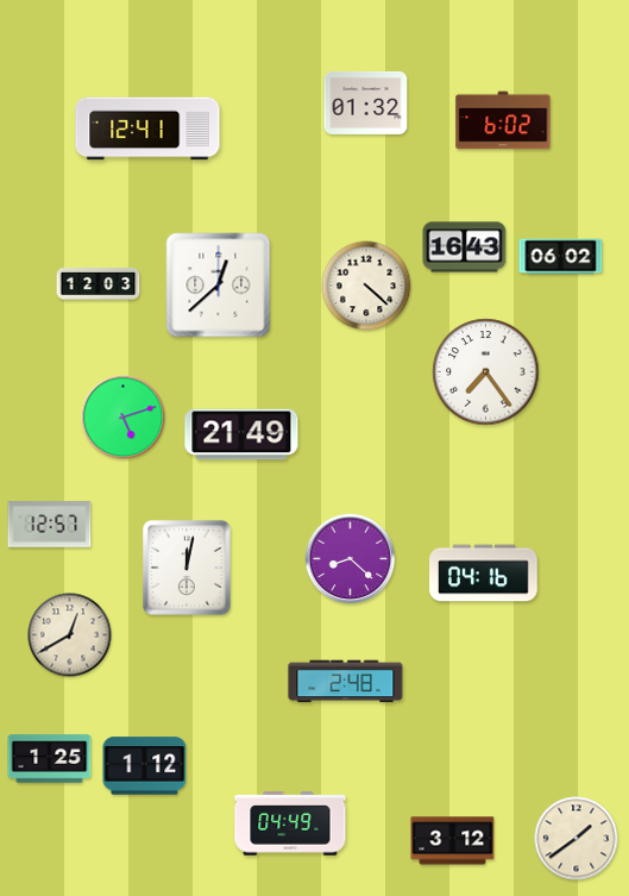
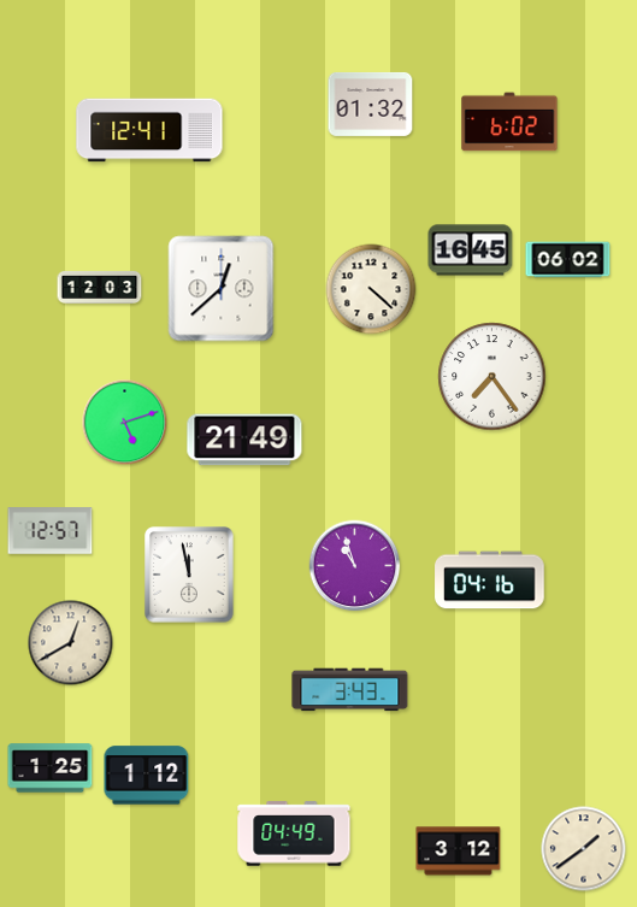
clock at (465, 248): 16:43 -> 16:45
clock at (351, 559): 8:22 -> 10:57
clock at (187, 568): 12:02 -> 11:58
clock at (346, 682): 2:48 -> 3:43
